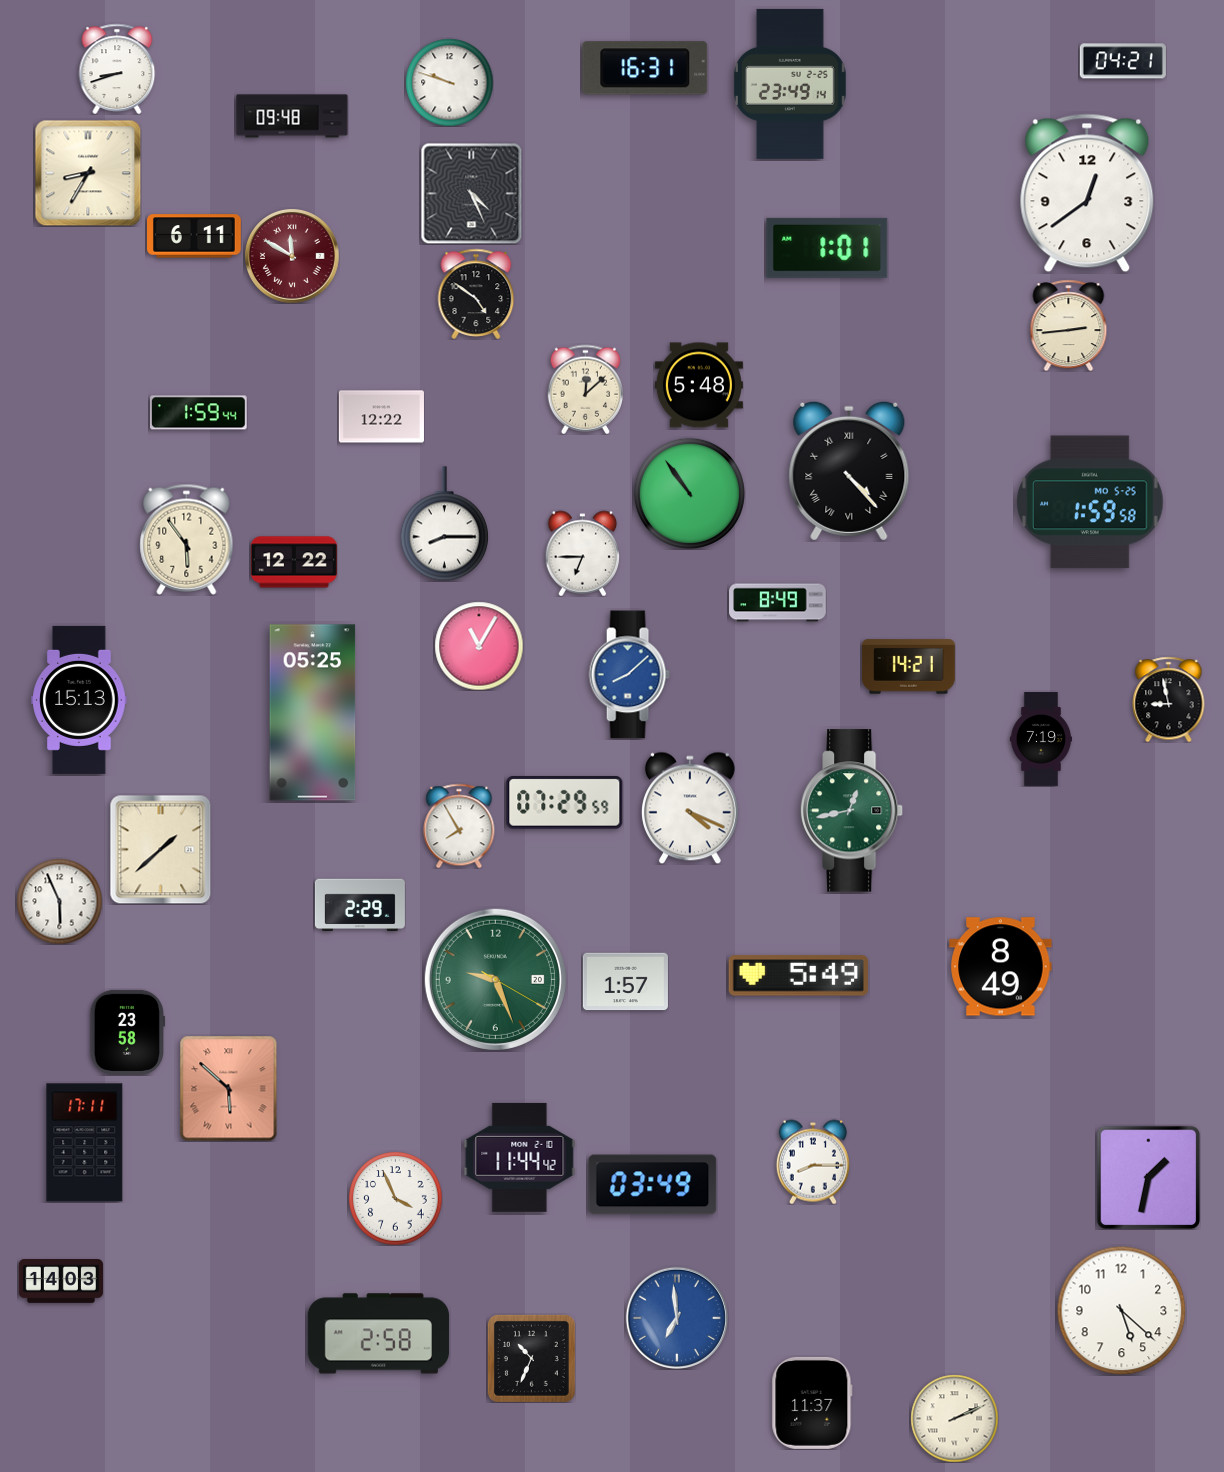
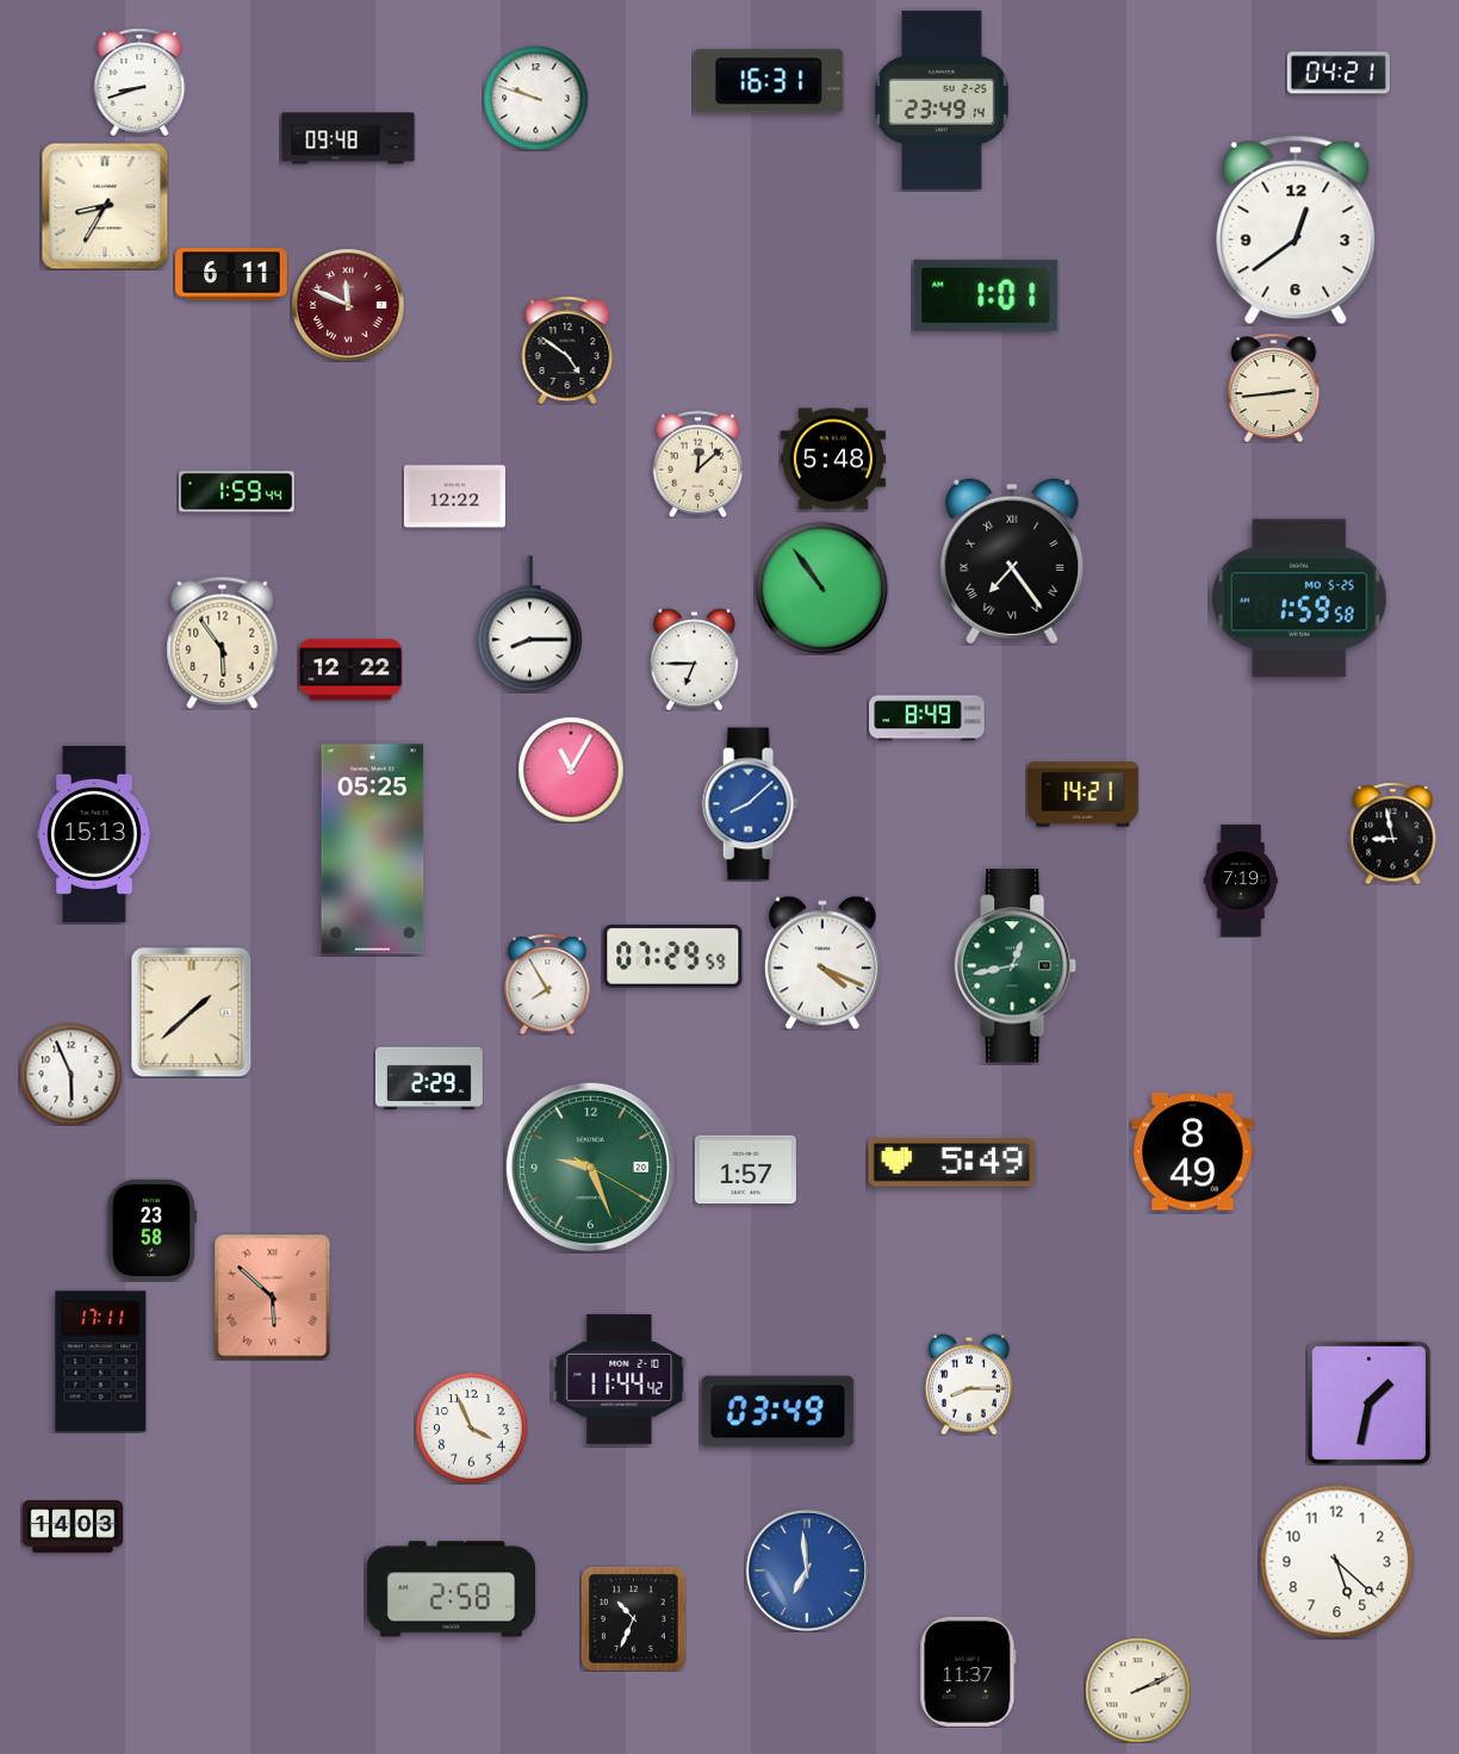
clock at (471, 193): 4:26 -> none
clock at (195, 236) position: (195, 236) -> (232, 274)
clock at (292, 256): 11:50 -> 11:49
clock at (849, 471): 4:23 -> 7:24
